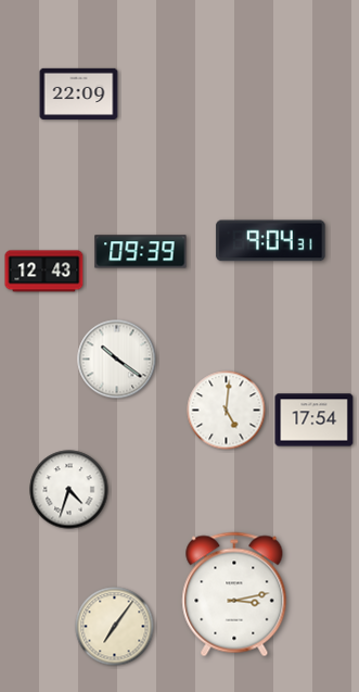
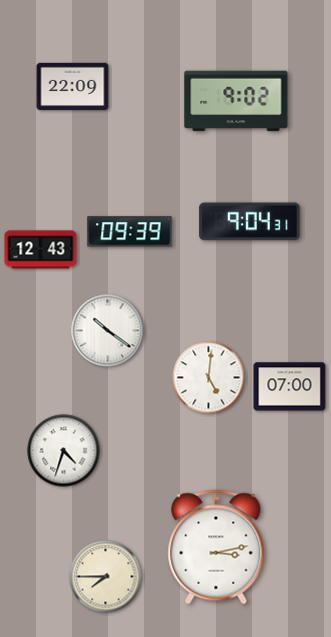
clock at (236, 101): none -> 9:02
clock at (315, 420): 17:54 -> 07:00
clock at (115, 627): 7:06 -> 7:45
